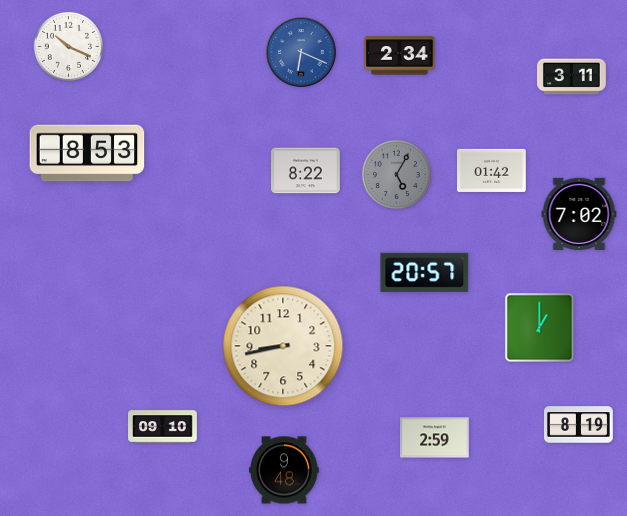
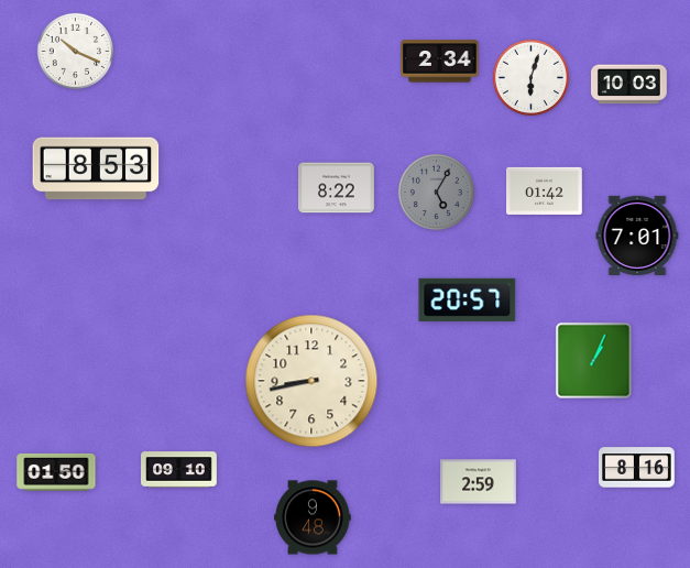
clock at (301, 52): 6:19 -> none
clock at (530, 77): none -> 6:03
clock at (572, 77): 3:11 -> 10:03
clock at (492, 170) position: (492, 170) -> (545, 190)
clock at (579, 214): 7:02 -> 7:01
clock at (540, 328): 1:00 -> 1:04
clock at (579, 425): 8:19 -> 8:16
clock at (56, 472): none -> 01:50
